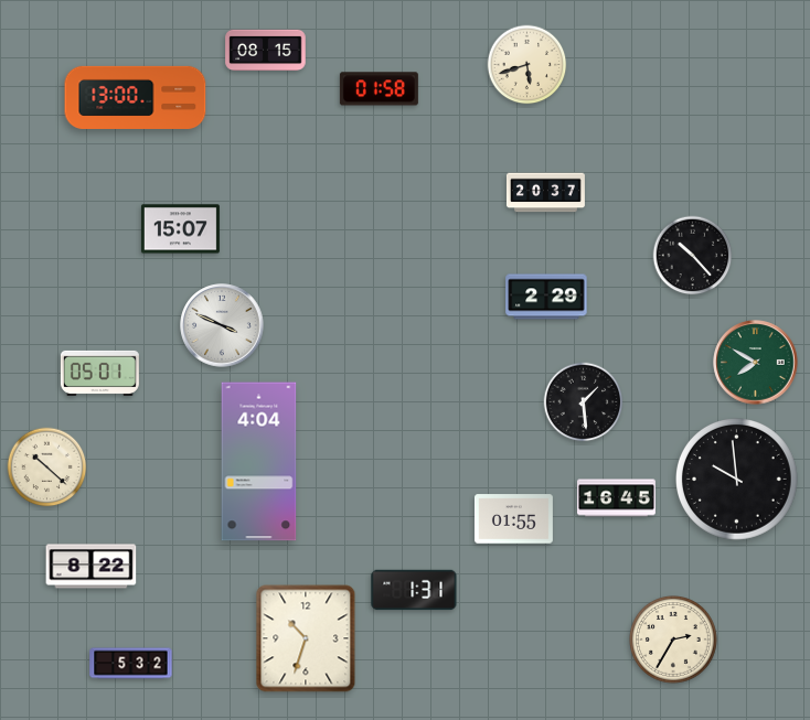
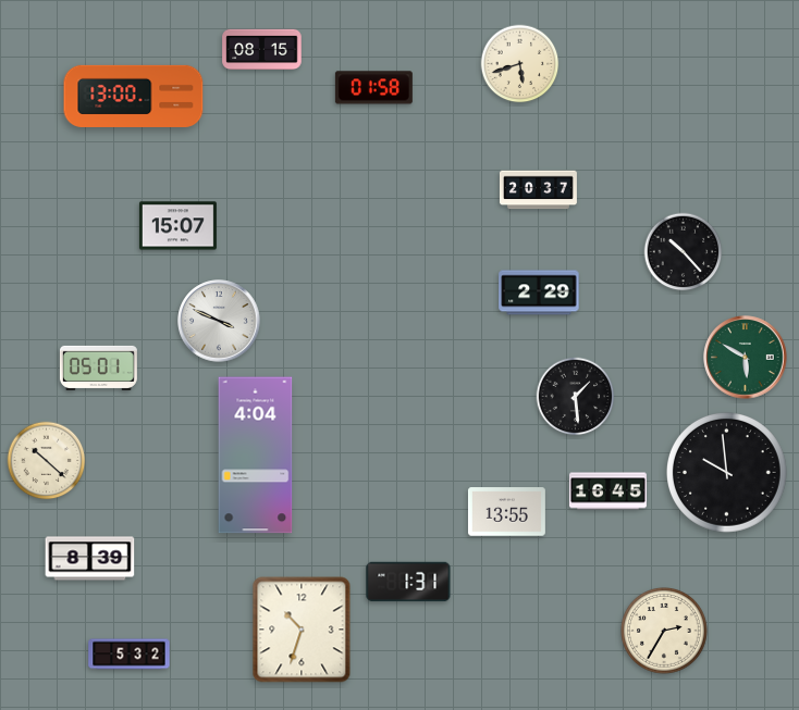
clock at (756, 363): 7:50 -> 5:50
clock at (513, 519): 01:55 -> 13:55
clock at (92, 567): 8:22 -> 8:39
